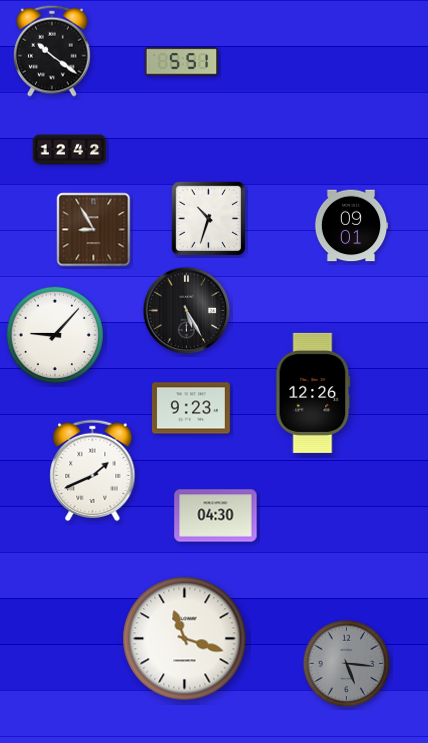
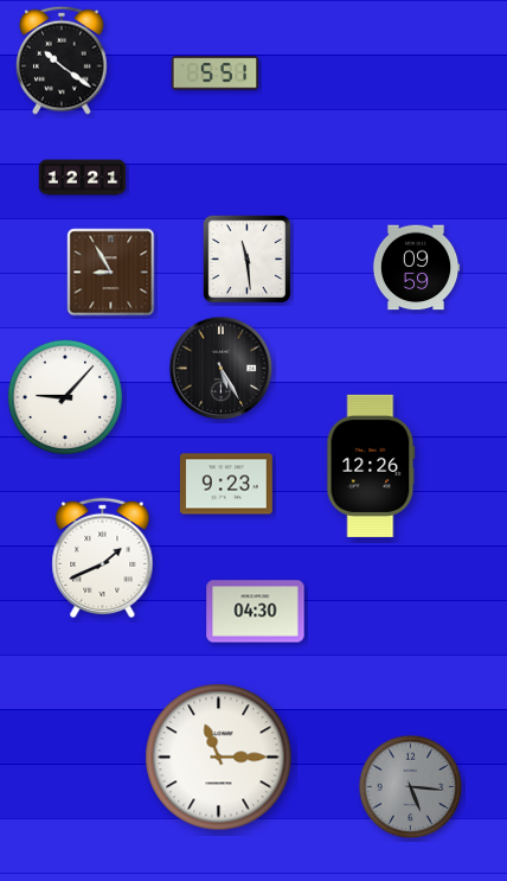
clock at (70, 150): 12:42 -> 12:21
clock at (208, 218): 10:33 -> 11:29
clock at (351, 226): 09:01 -> 09:59
clock at (93, 471) position: (93, 471) -> (103, 558)
clock at (185, 639): 11:18 -> 11:15
